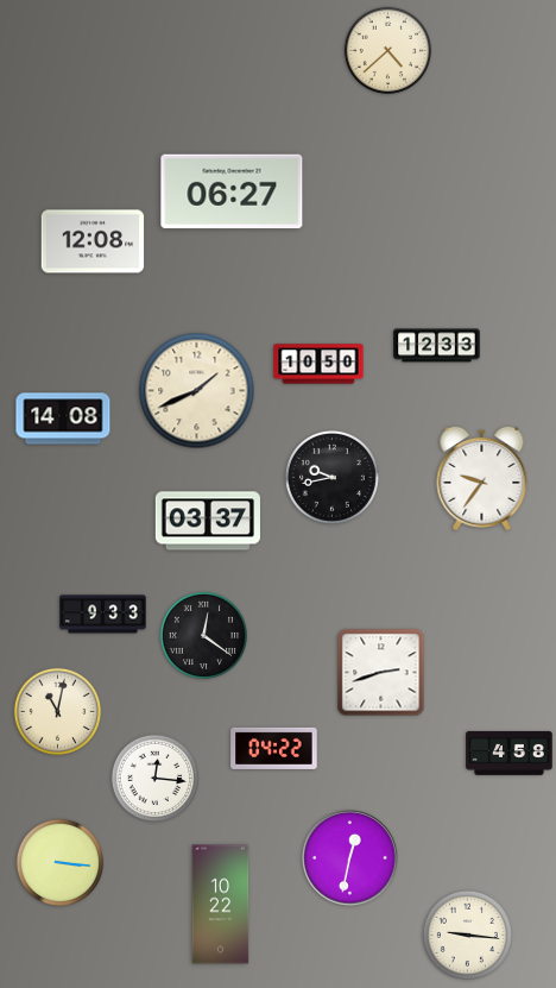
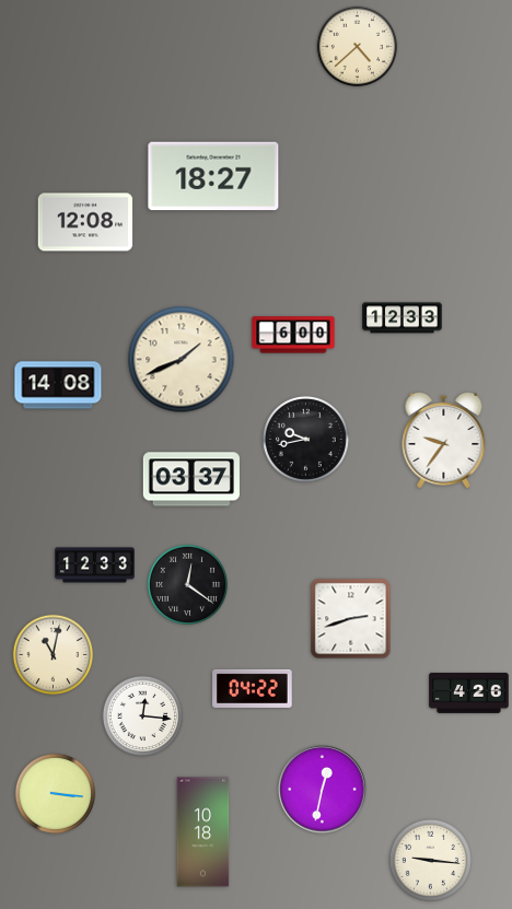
clock at (232, 191): 06:27 -> 18:27
clock at (318, 364): 10:50 -> 6:00
clock at (103, 615): 9:33 -> 12:33
clock at (510, 753): 4:58 -> 4:26
clock at (221, 905): 10:22 -> 10:18
